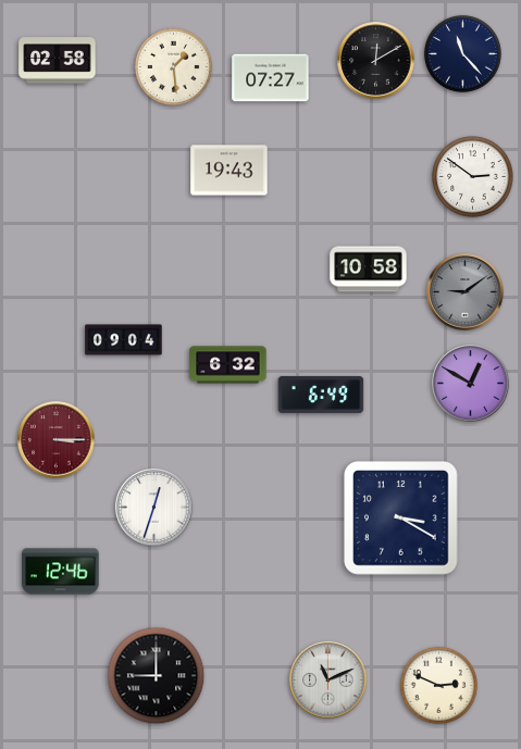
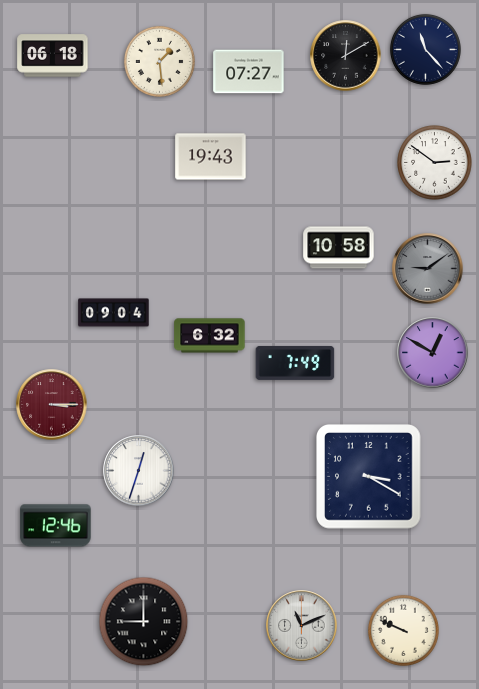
clock at (58, 61): 02:58 -> 06:18
clock at (321, 395): 6:49 -> 7:49
clock at (154, 508) position: (154, 508) -> (139, 471)
clock at (438, 685): 2:49 -> 9:49
